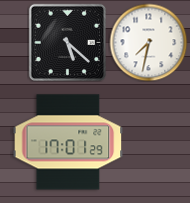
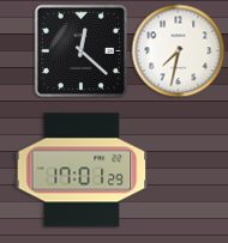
clock at (67, 42): 5:22 -> 12:22
